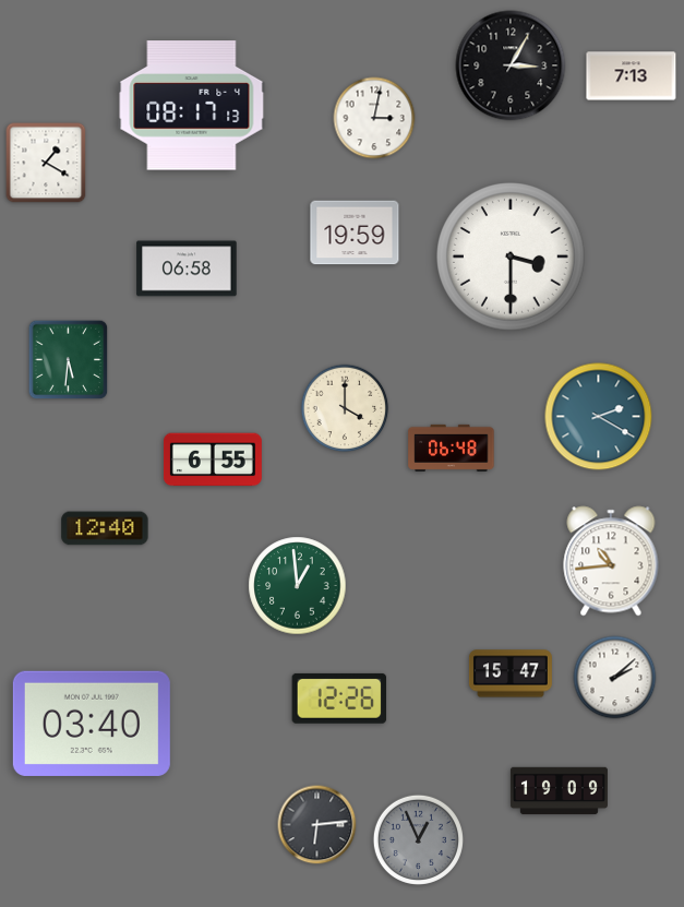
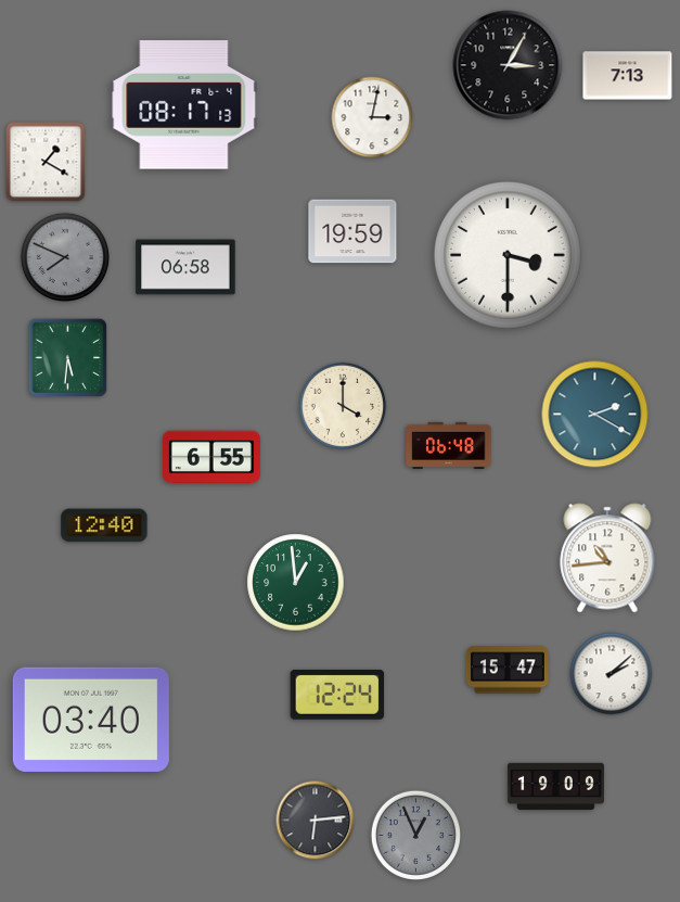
clock at (192, 106) position: (192, 106) -> (184, 105)
clock at (64, 256): none -> 7:49
clock at (339, 699): 12:26 -> 12:24
